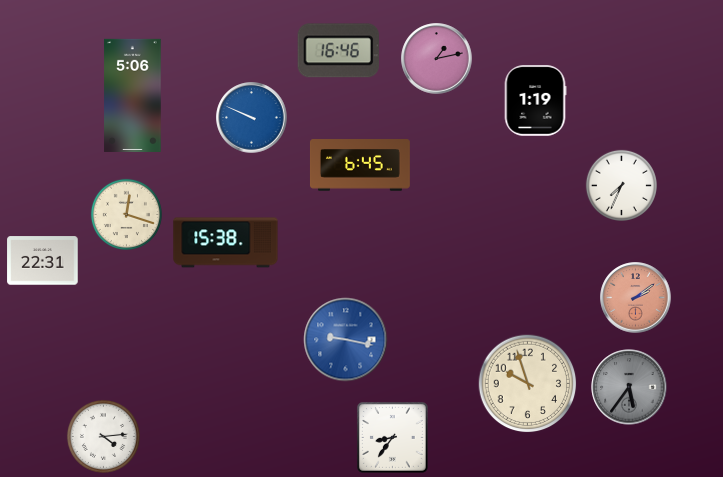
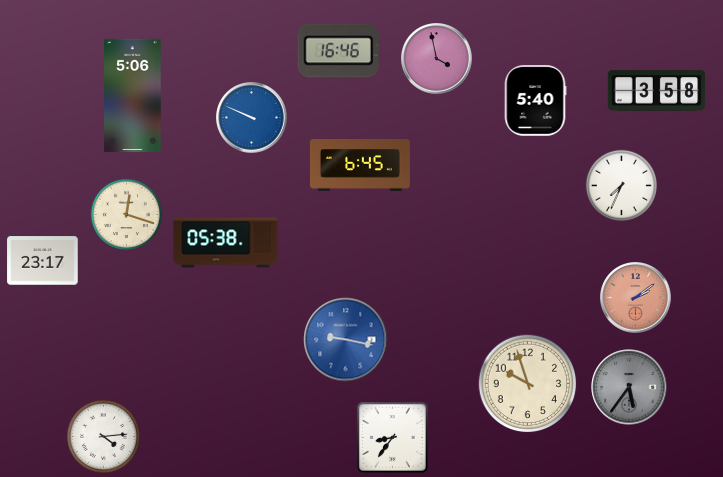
clock at (437, 59): 1:13 -> 3:58
clock at (657, 91): none -> 3:58
clock at (535, 101): 1:19 -> 5:40
clock at (226, 243): 15:38 -> 05:38
clock at (43, 261): 22:31 -> 23:17
